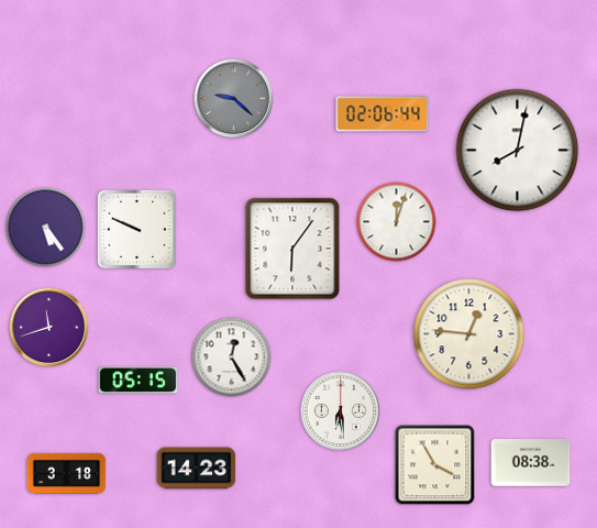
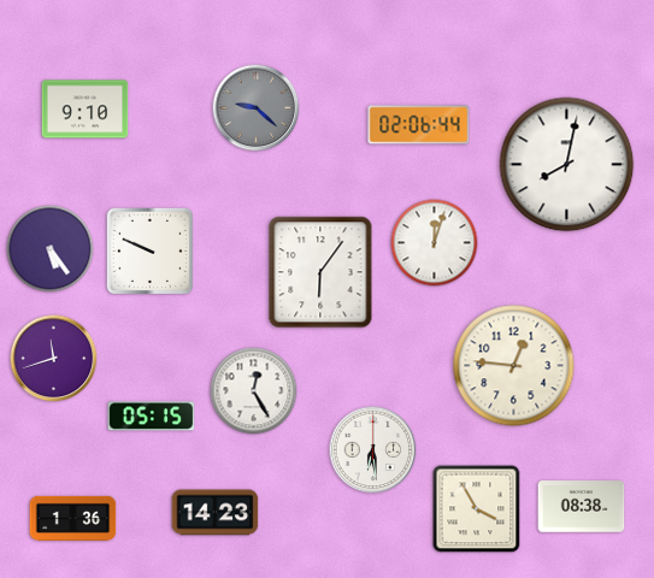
clock at (86, 110): none -> 9:10
clock at (67, 473): 3:18 -> 1:36
